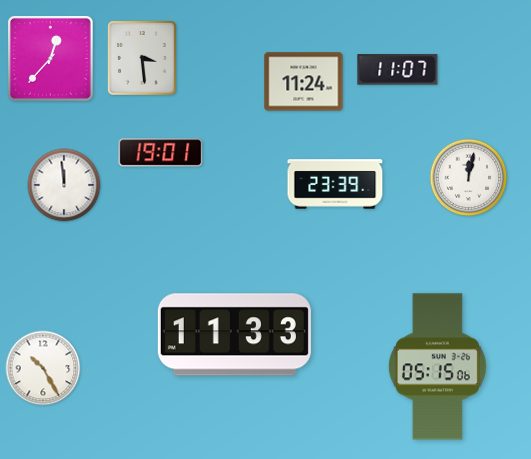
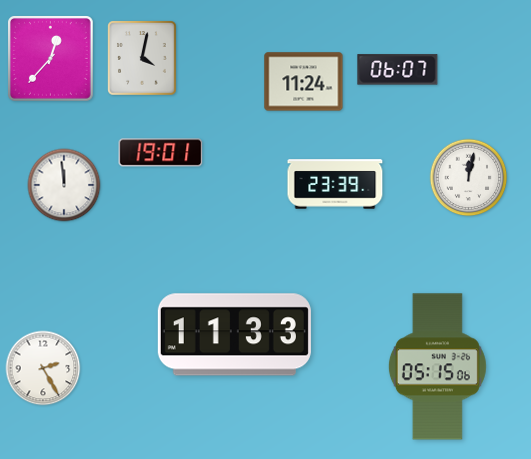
clock at (142, 58): 3:29 -> 4:02
clock at (398, 70): 11:07 -> 06:07
clock at (43, 368): 10:25 -> 2:25
